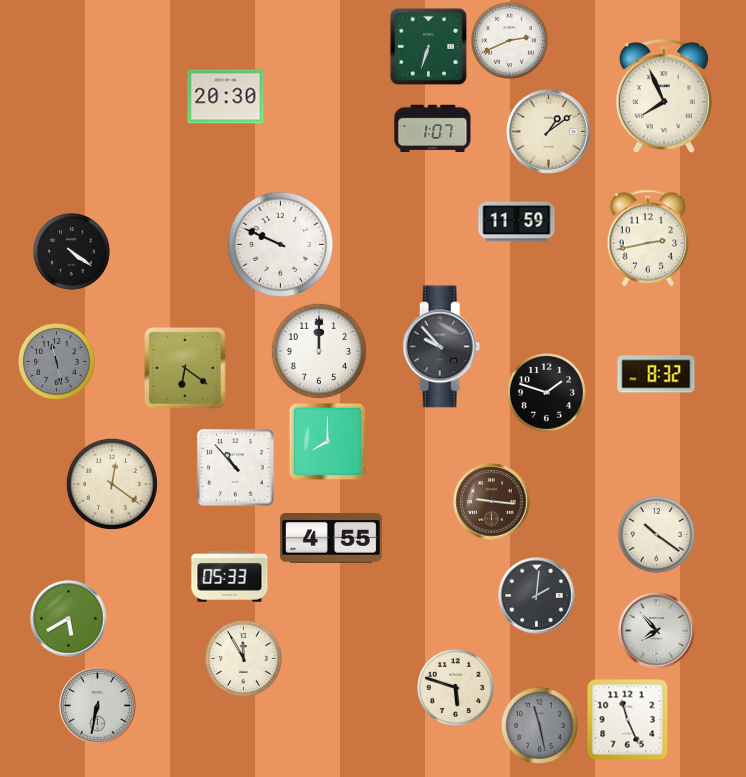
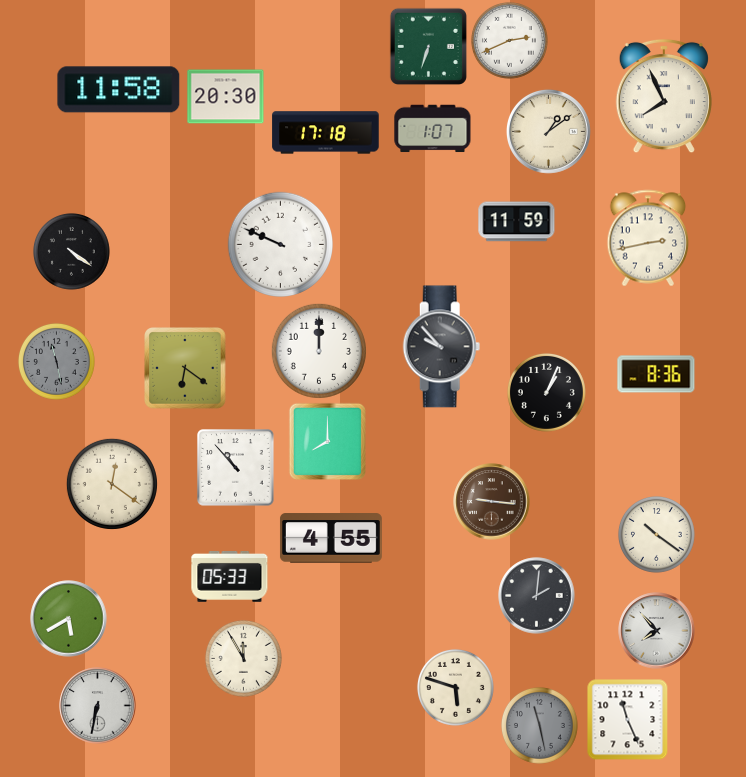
clock at (119, 90): none -> 11:58
clock at (326, 133): none -> 17:18
clock at (656, 374): 8:32 -> 8:36
clock at (546, 392): 1:48 -> 1:04
